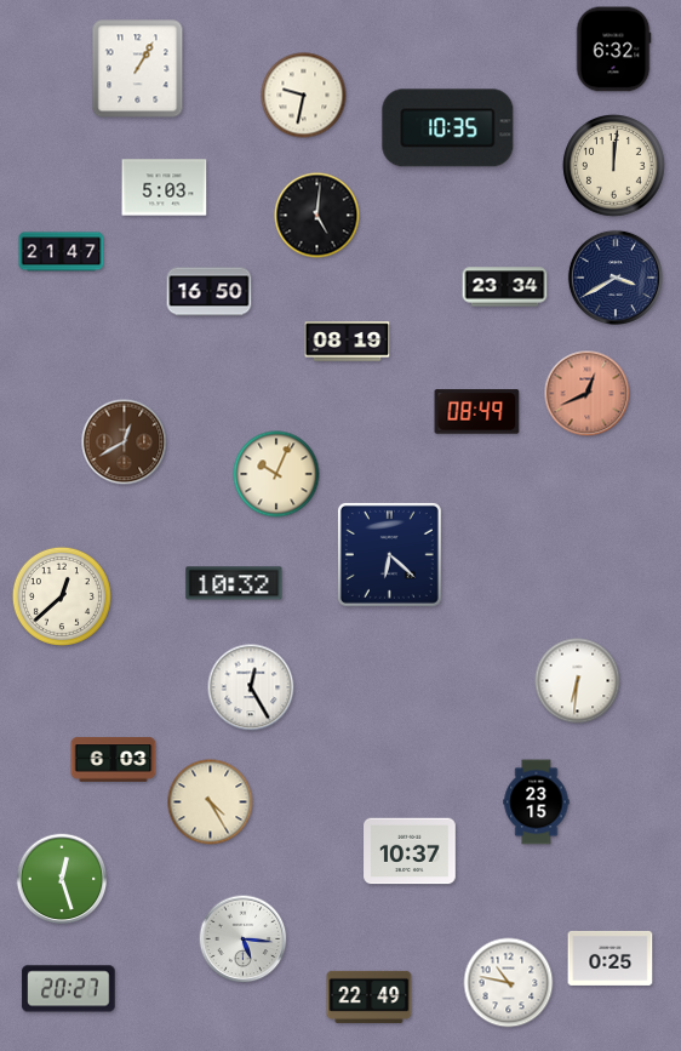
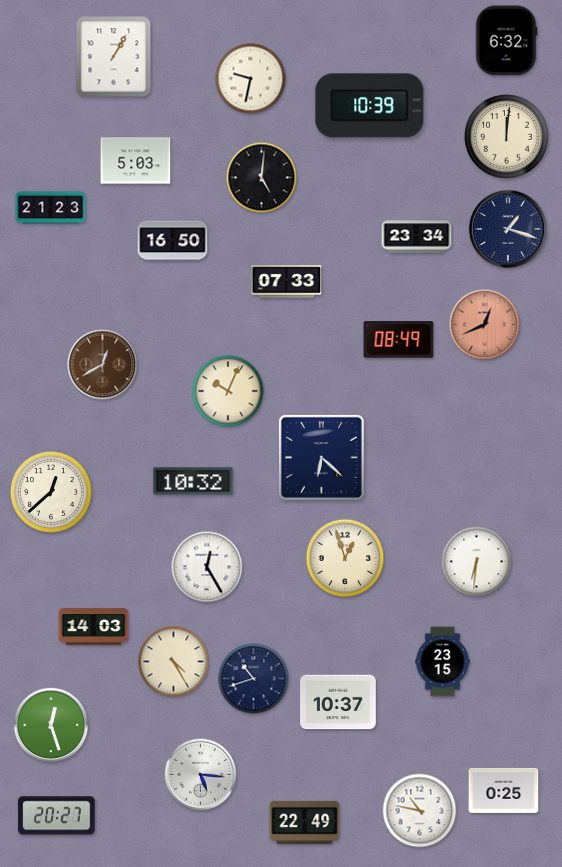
clock at (448, 128): 10:35 -> 10:39
clock at (165, 188) position: (165, 188) -> (136, 161)
clock at (62, 252): 21:47 -> 21:23
clock at (616, 278): 3:40 -> 1:18
clock at (348, 342): 08:19 -> 07:33
clock at (477, 412) position: (477, 412) -> (399, 340)
clock at (345, 558): none -> 12:57
clock at (114, 760): 6:03 -> 14:03
clock at (254, 679): none -> 10:42
